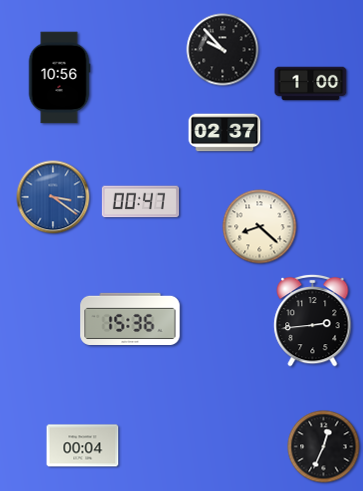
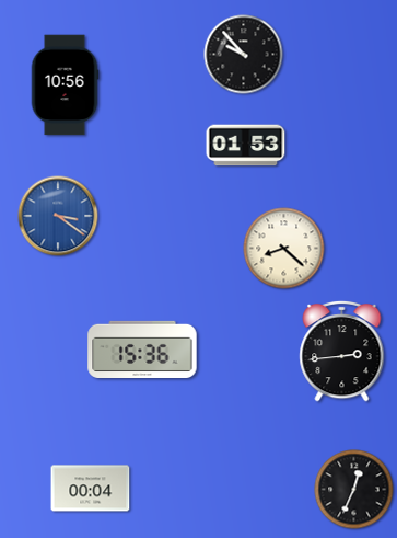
clock at (311, 84): 1:00 -> none
clock at (225, 133): 02:37 -> 01:53
clock at (140, 202): 00:47 -> none
